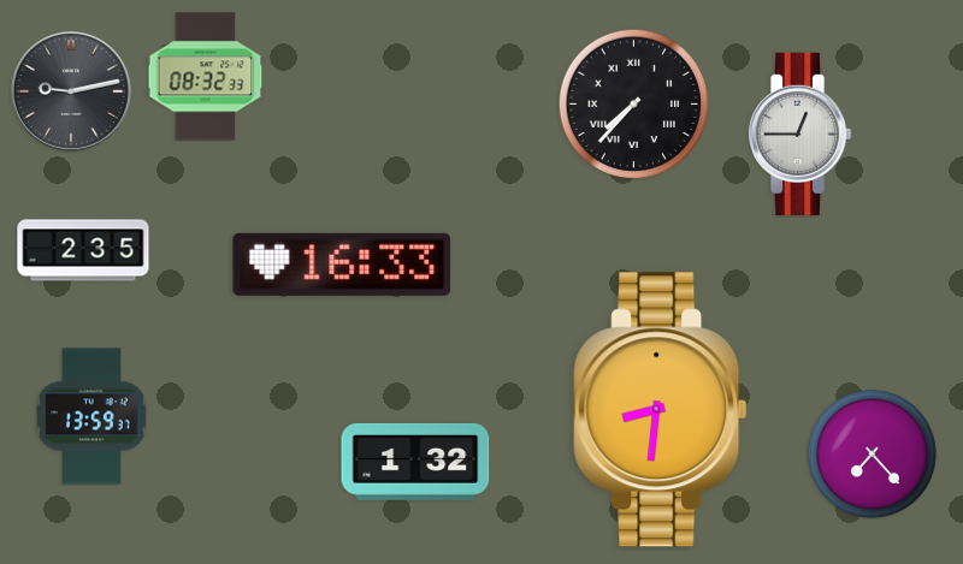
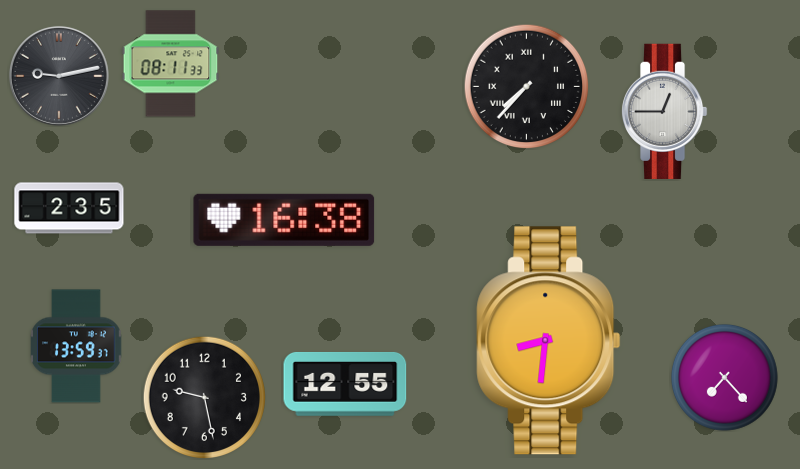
clock at (206, 77): 08:32 -> 08:11
clock at (342, 265): 16:33 -> 16:38
clock at (415, 462): 1:32 -> 12:55
clock at (204, 397): none -> 9:28
